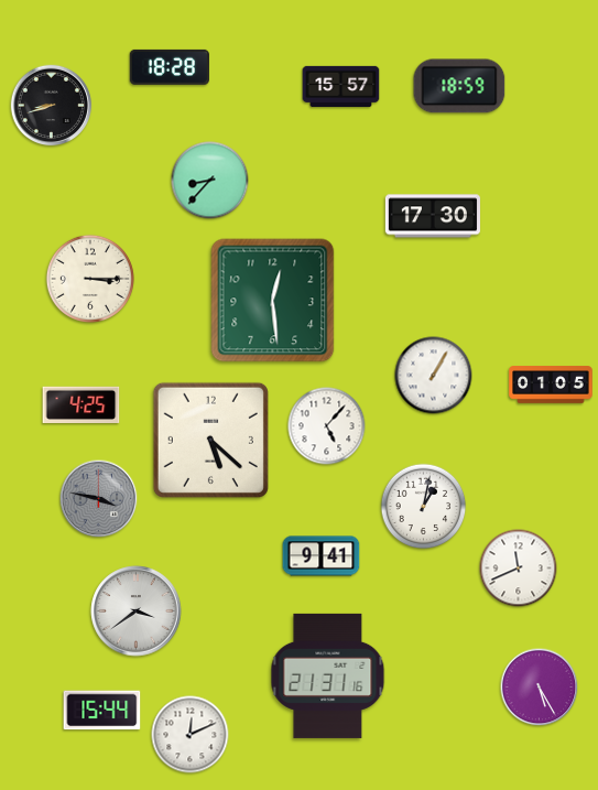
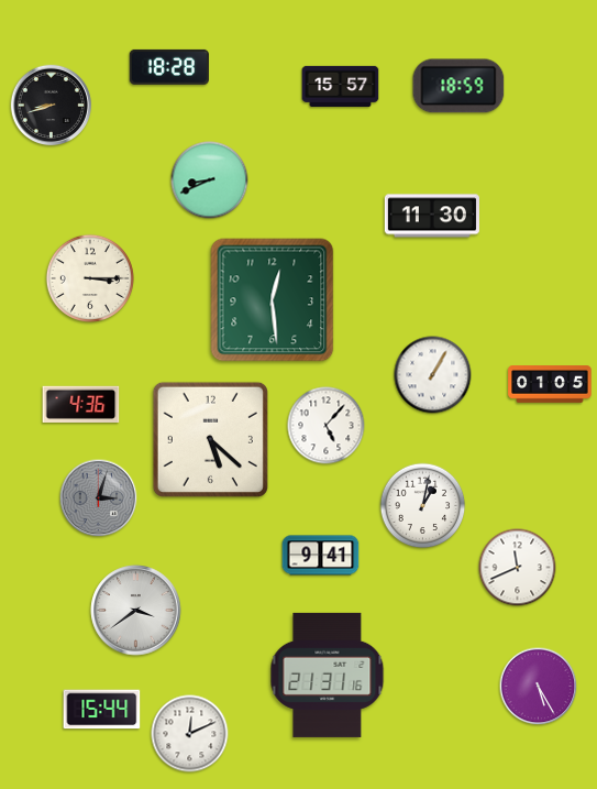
clock at (210, 181): 8:37 -> 8:41
clock at (433, 216): 17:30 -> 11:30
clock at (81, 404): 4:25 -> 4:36
clock at (99, 499): 3:47 -> 3:03
